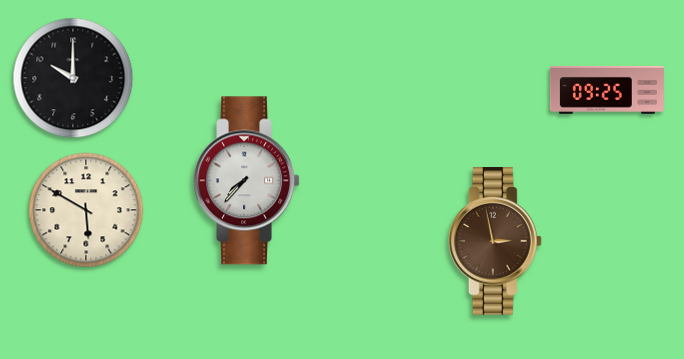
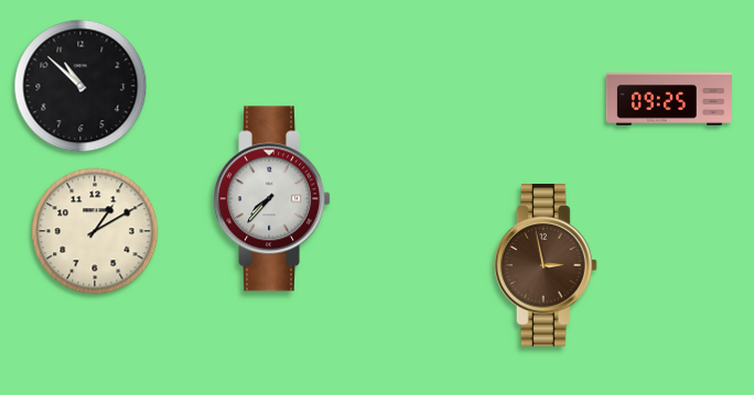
clock at (73, 78): 10:00 -> 10:52
clock at (86, 210): 5:50 -> 1:10
